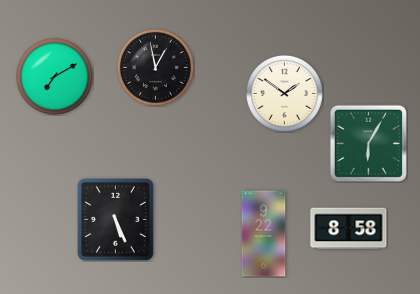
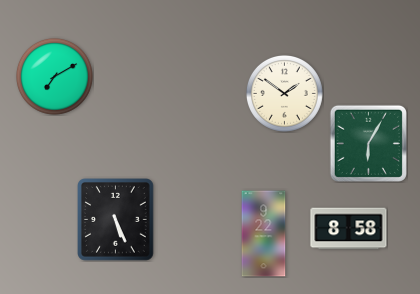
clock at (155, 67): 12:58 -> none
